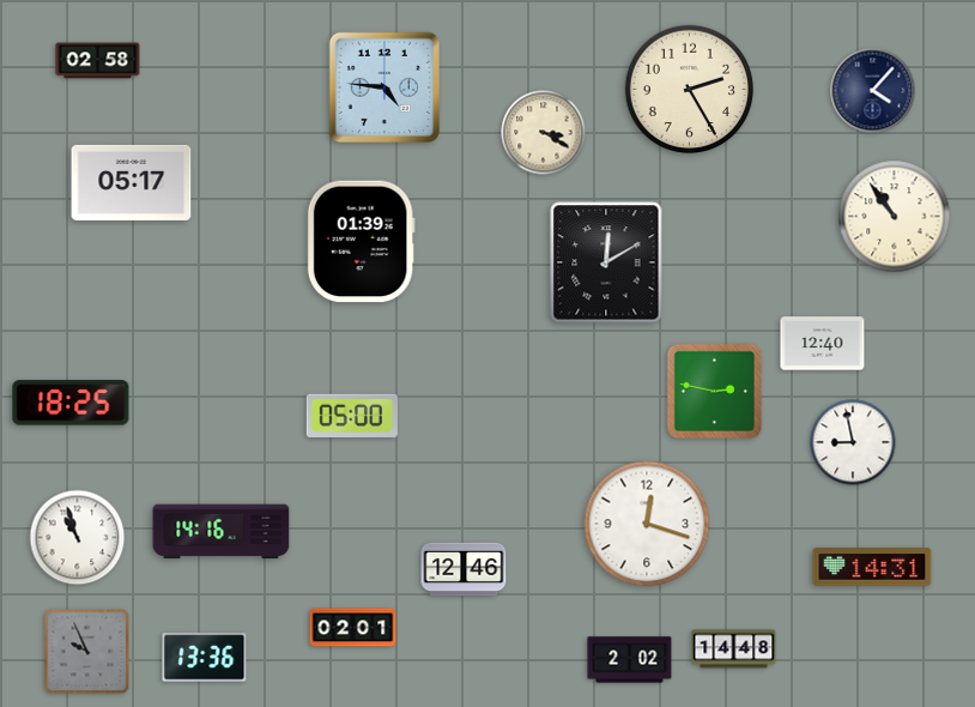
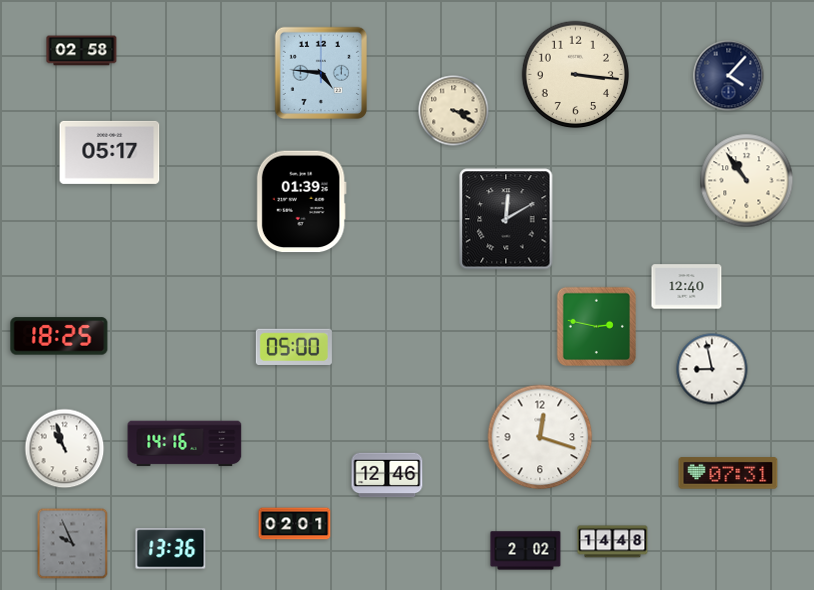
clock at (690, 90): 2:25 -> 3:16
clock at (872, 567): 14:31 -> 07:31
